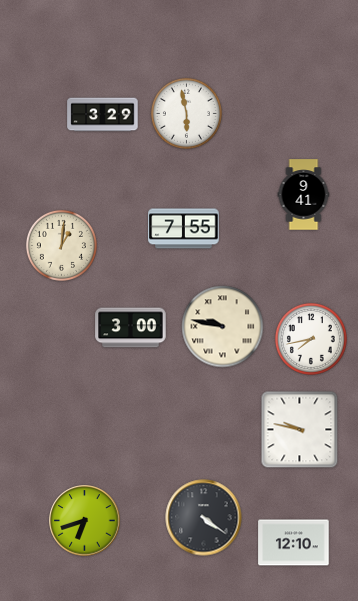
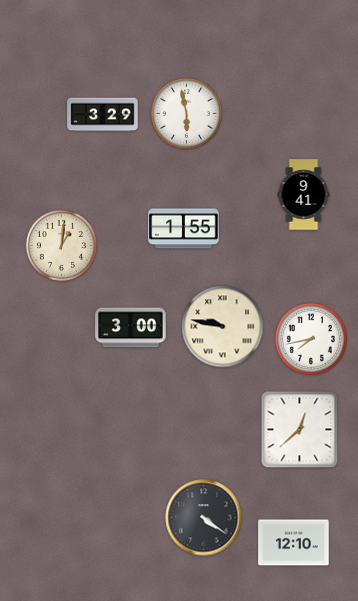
clock at (184, 229): 7:55 -> 1:55
clock at (300, 430): 9:47 -> 12:38
clock at (85, 521): 6:42 -> none
